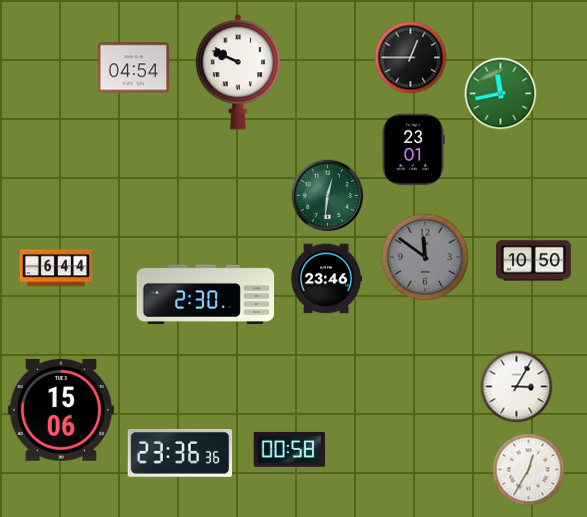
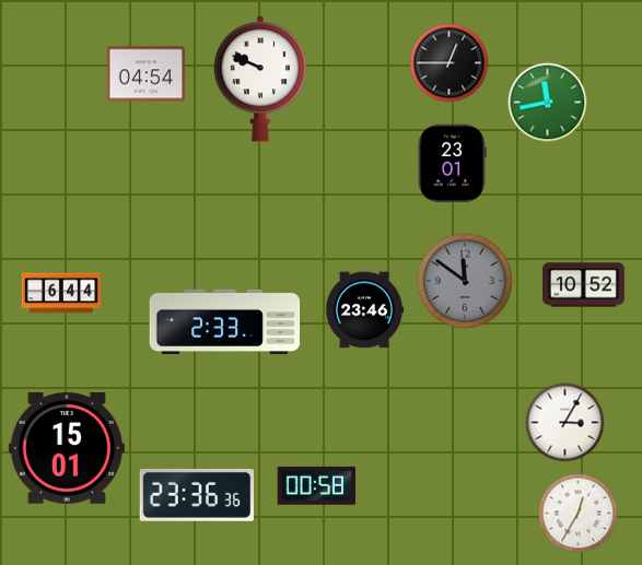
clock at (328, 196): 12:31 -> none
clock at (533, 261): 10:50 -> 10:52
clock at (326, 279) position: (326, 279) -> (364, 310)
clock at (206, 294): 2:30 -> 2:33
clock at (61, 410): 15:06 -> 15:01
clock at (290, 449) position: (290, 449) -> (317, 485)
